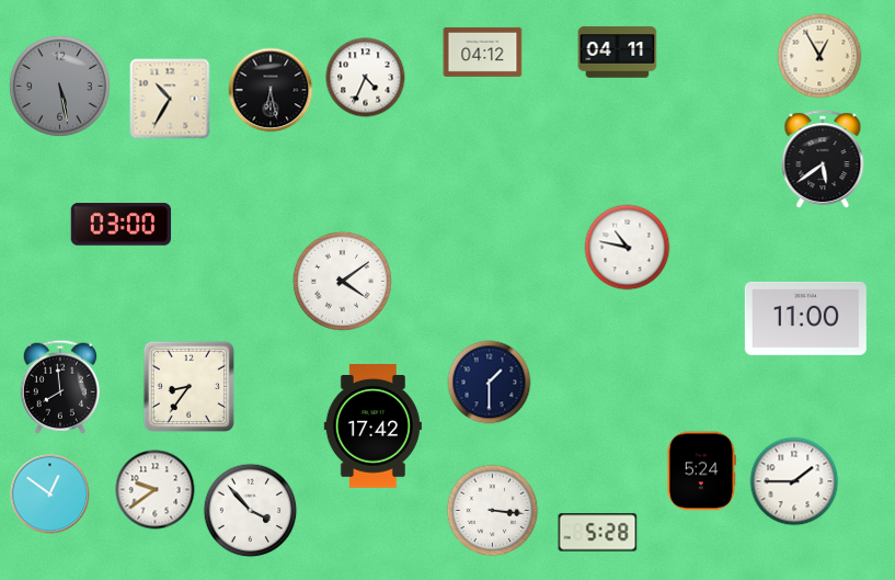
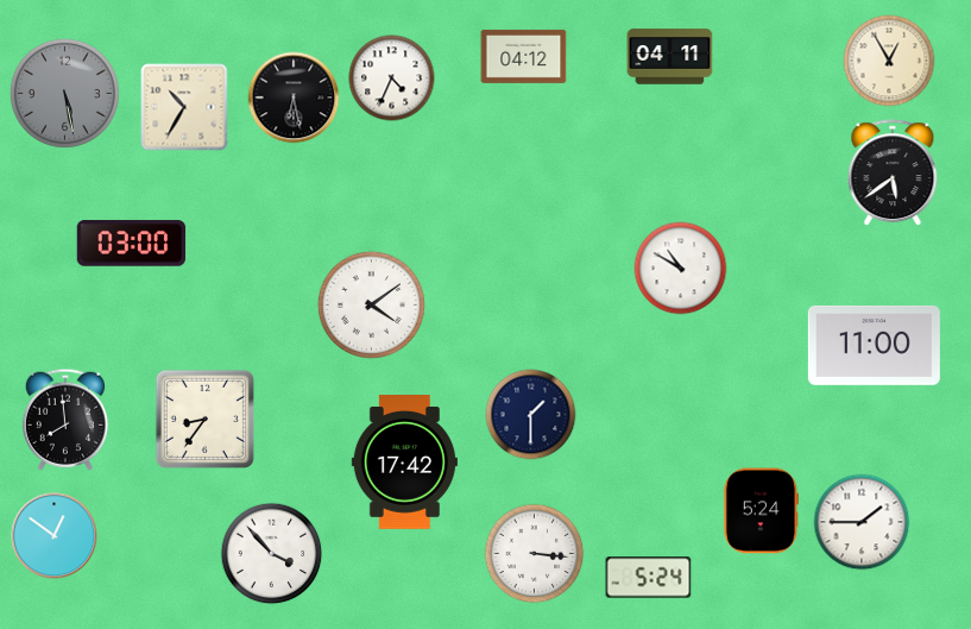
clock at (366, 78) position: (366, 78) -> (392, 78)
clock at (628, 248): 10:47 -> 10:50
clock at (156, 490): 9:39 -> none
clock at (598, 533): 5:28 -> 5:24
